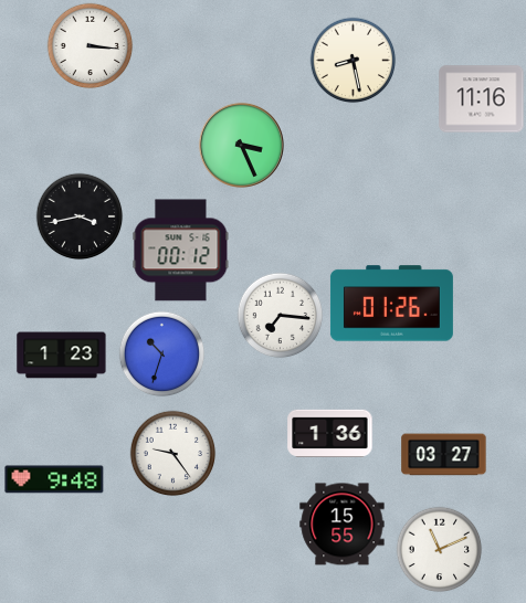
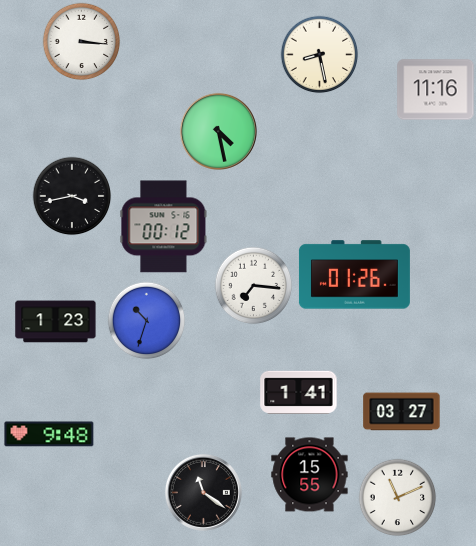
clock at (241, 145): 3:26 -> 4:28
clock at (330, 433): 1:36 -> 1:41
clock at (172, 453): 9:24 -> none
clock at (203, 492): none -> 11:21
